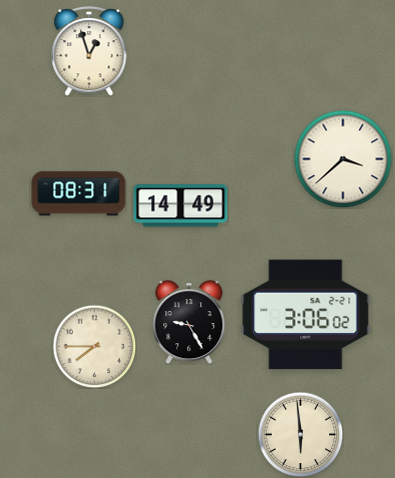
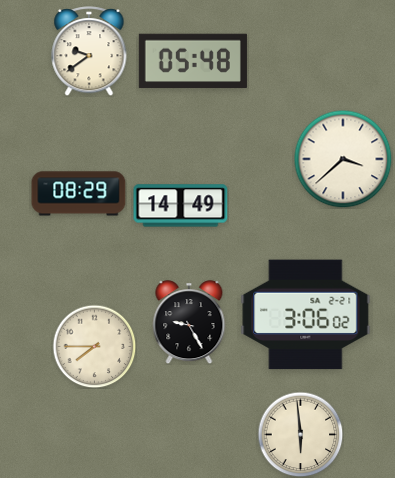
clock at (89, 51): 12:57 -> 9:39
clock at (193, 61): none -> 05:48
clock at (79, 194): 08:31 -> 08:29
